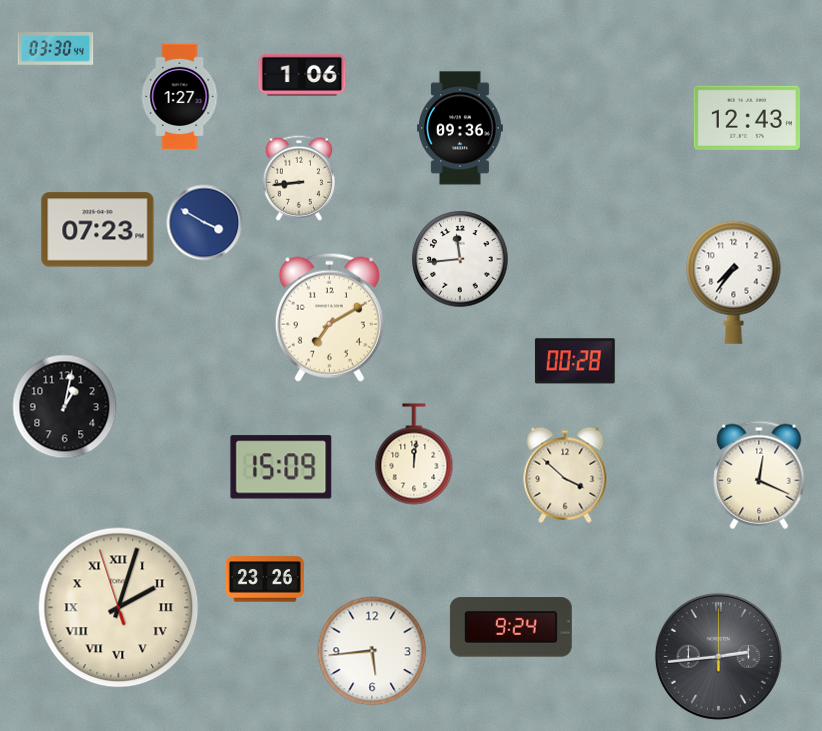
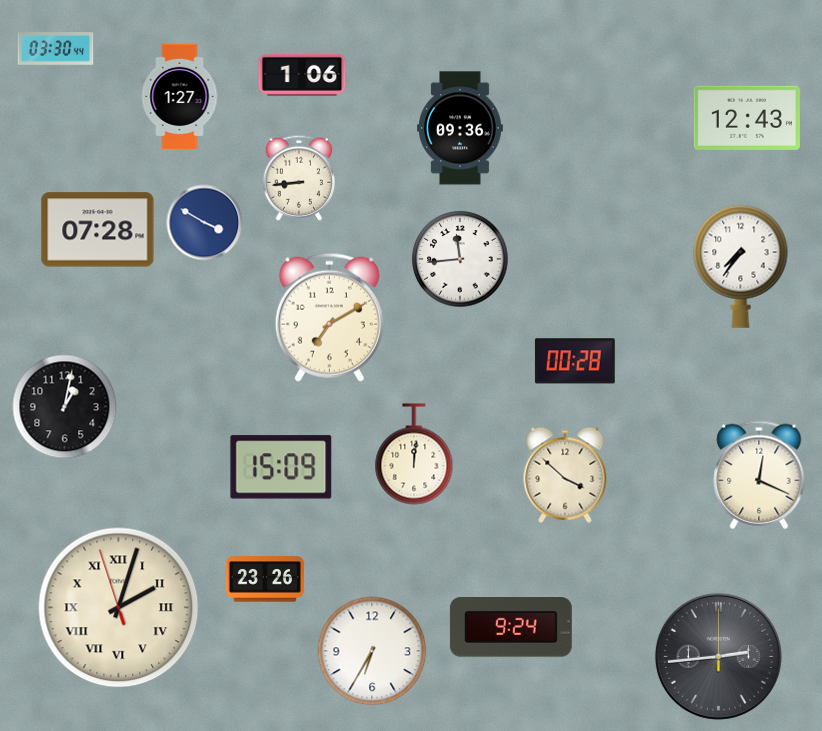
clock at (98, 230): 07:23 -> 07:28
clock at (734, 282) position: (734, 282) -> (741, 266)
clock at (372, 651): 5:44 -> 6:35
